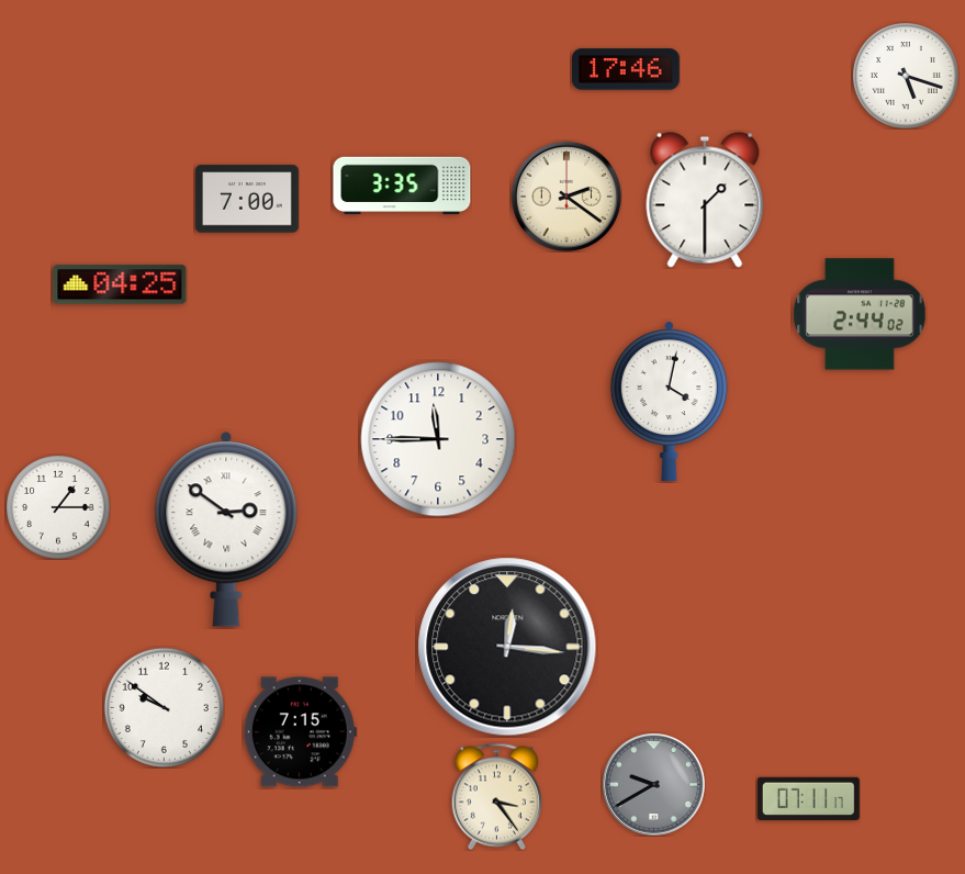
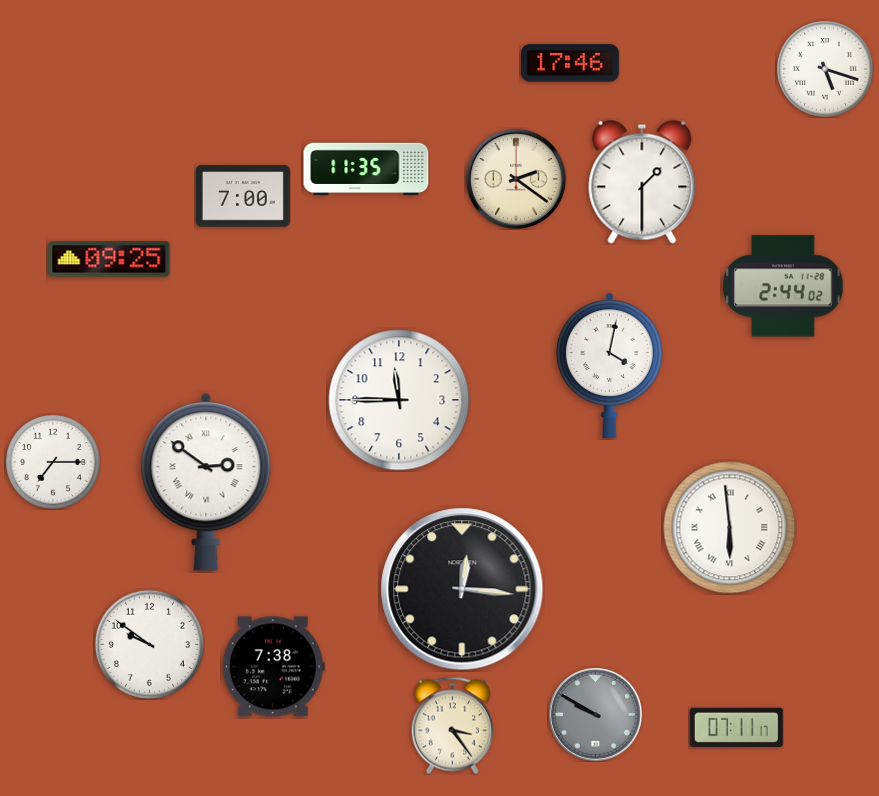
clock at (402, 186): 3:35 -> 11:35
clock at (247, 199) position: (247, 199) -> (243, 196)
clock at (120, 284): 04:25 -> 09:25
clock at (58, 507): 1:15 -> 7:15
clock at (730, 528): none -> 5:59
clock at (300, 732): 7:15 -> 7:38
clock at (654, 785): 9:40 -> 9:50
